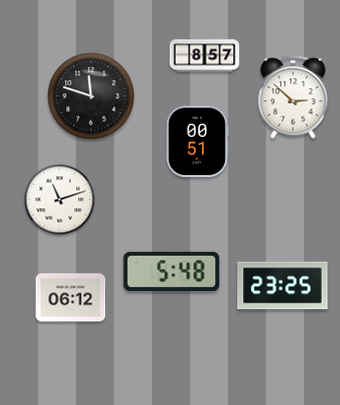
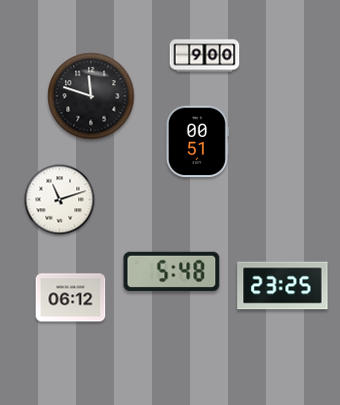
clock at (205, 56): 8:57 -> 9:00
clock at (293, 97): 2:52 -> none
